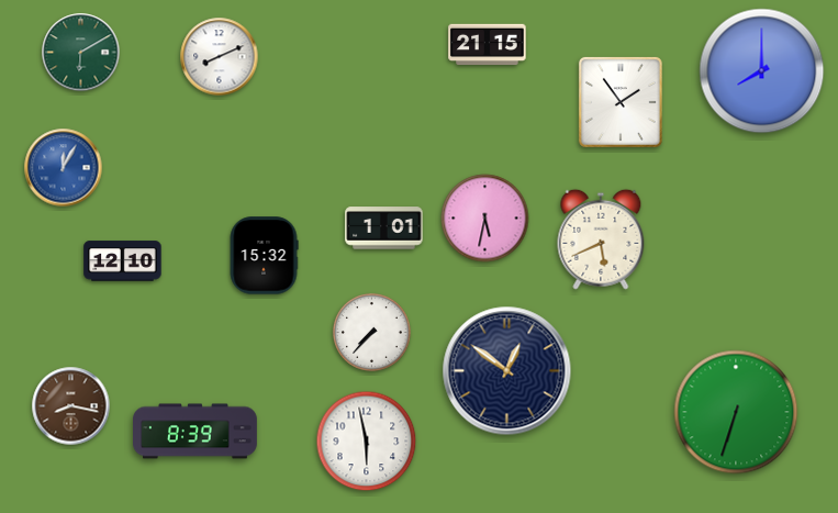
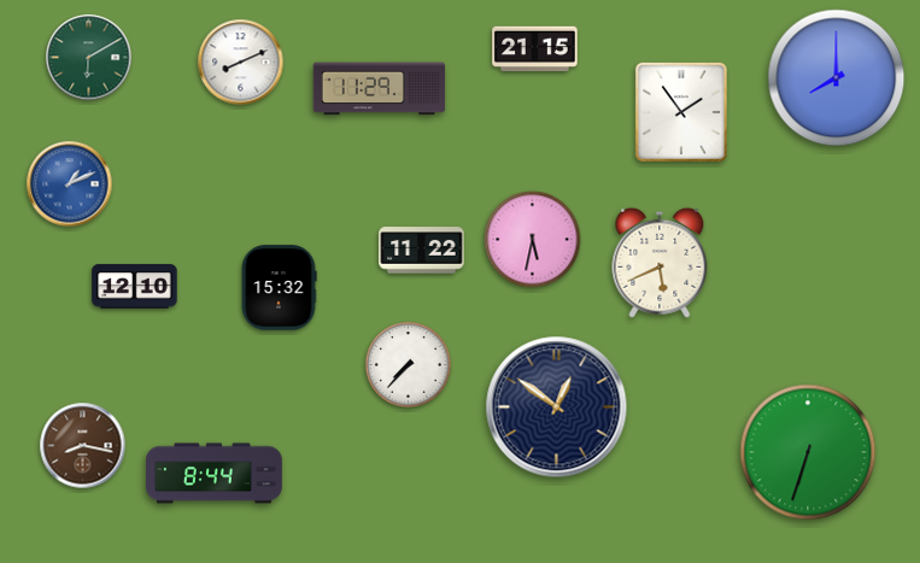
clock at (380, 89): none -> 11:29
clock at (64, 168): 12:05 -> 1:11
clock at (384, 228): 1:01 -> 11:22
clock at (264, 256) position: (264, 256) -> (279, 288)
clock at (71, 406) position: (71, 406) -> (83, 446)
clock at (195, 432): 8:39 -> 8:44
clock at (367, 442): 5:58 -> none
